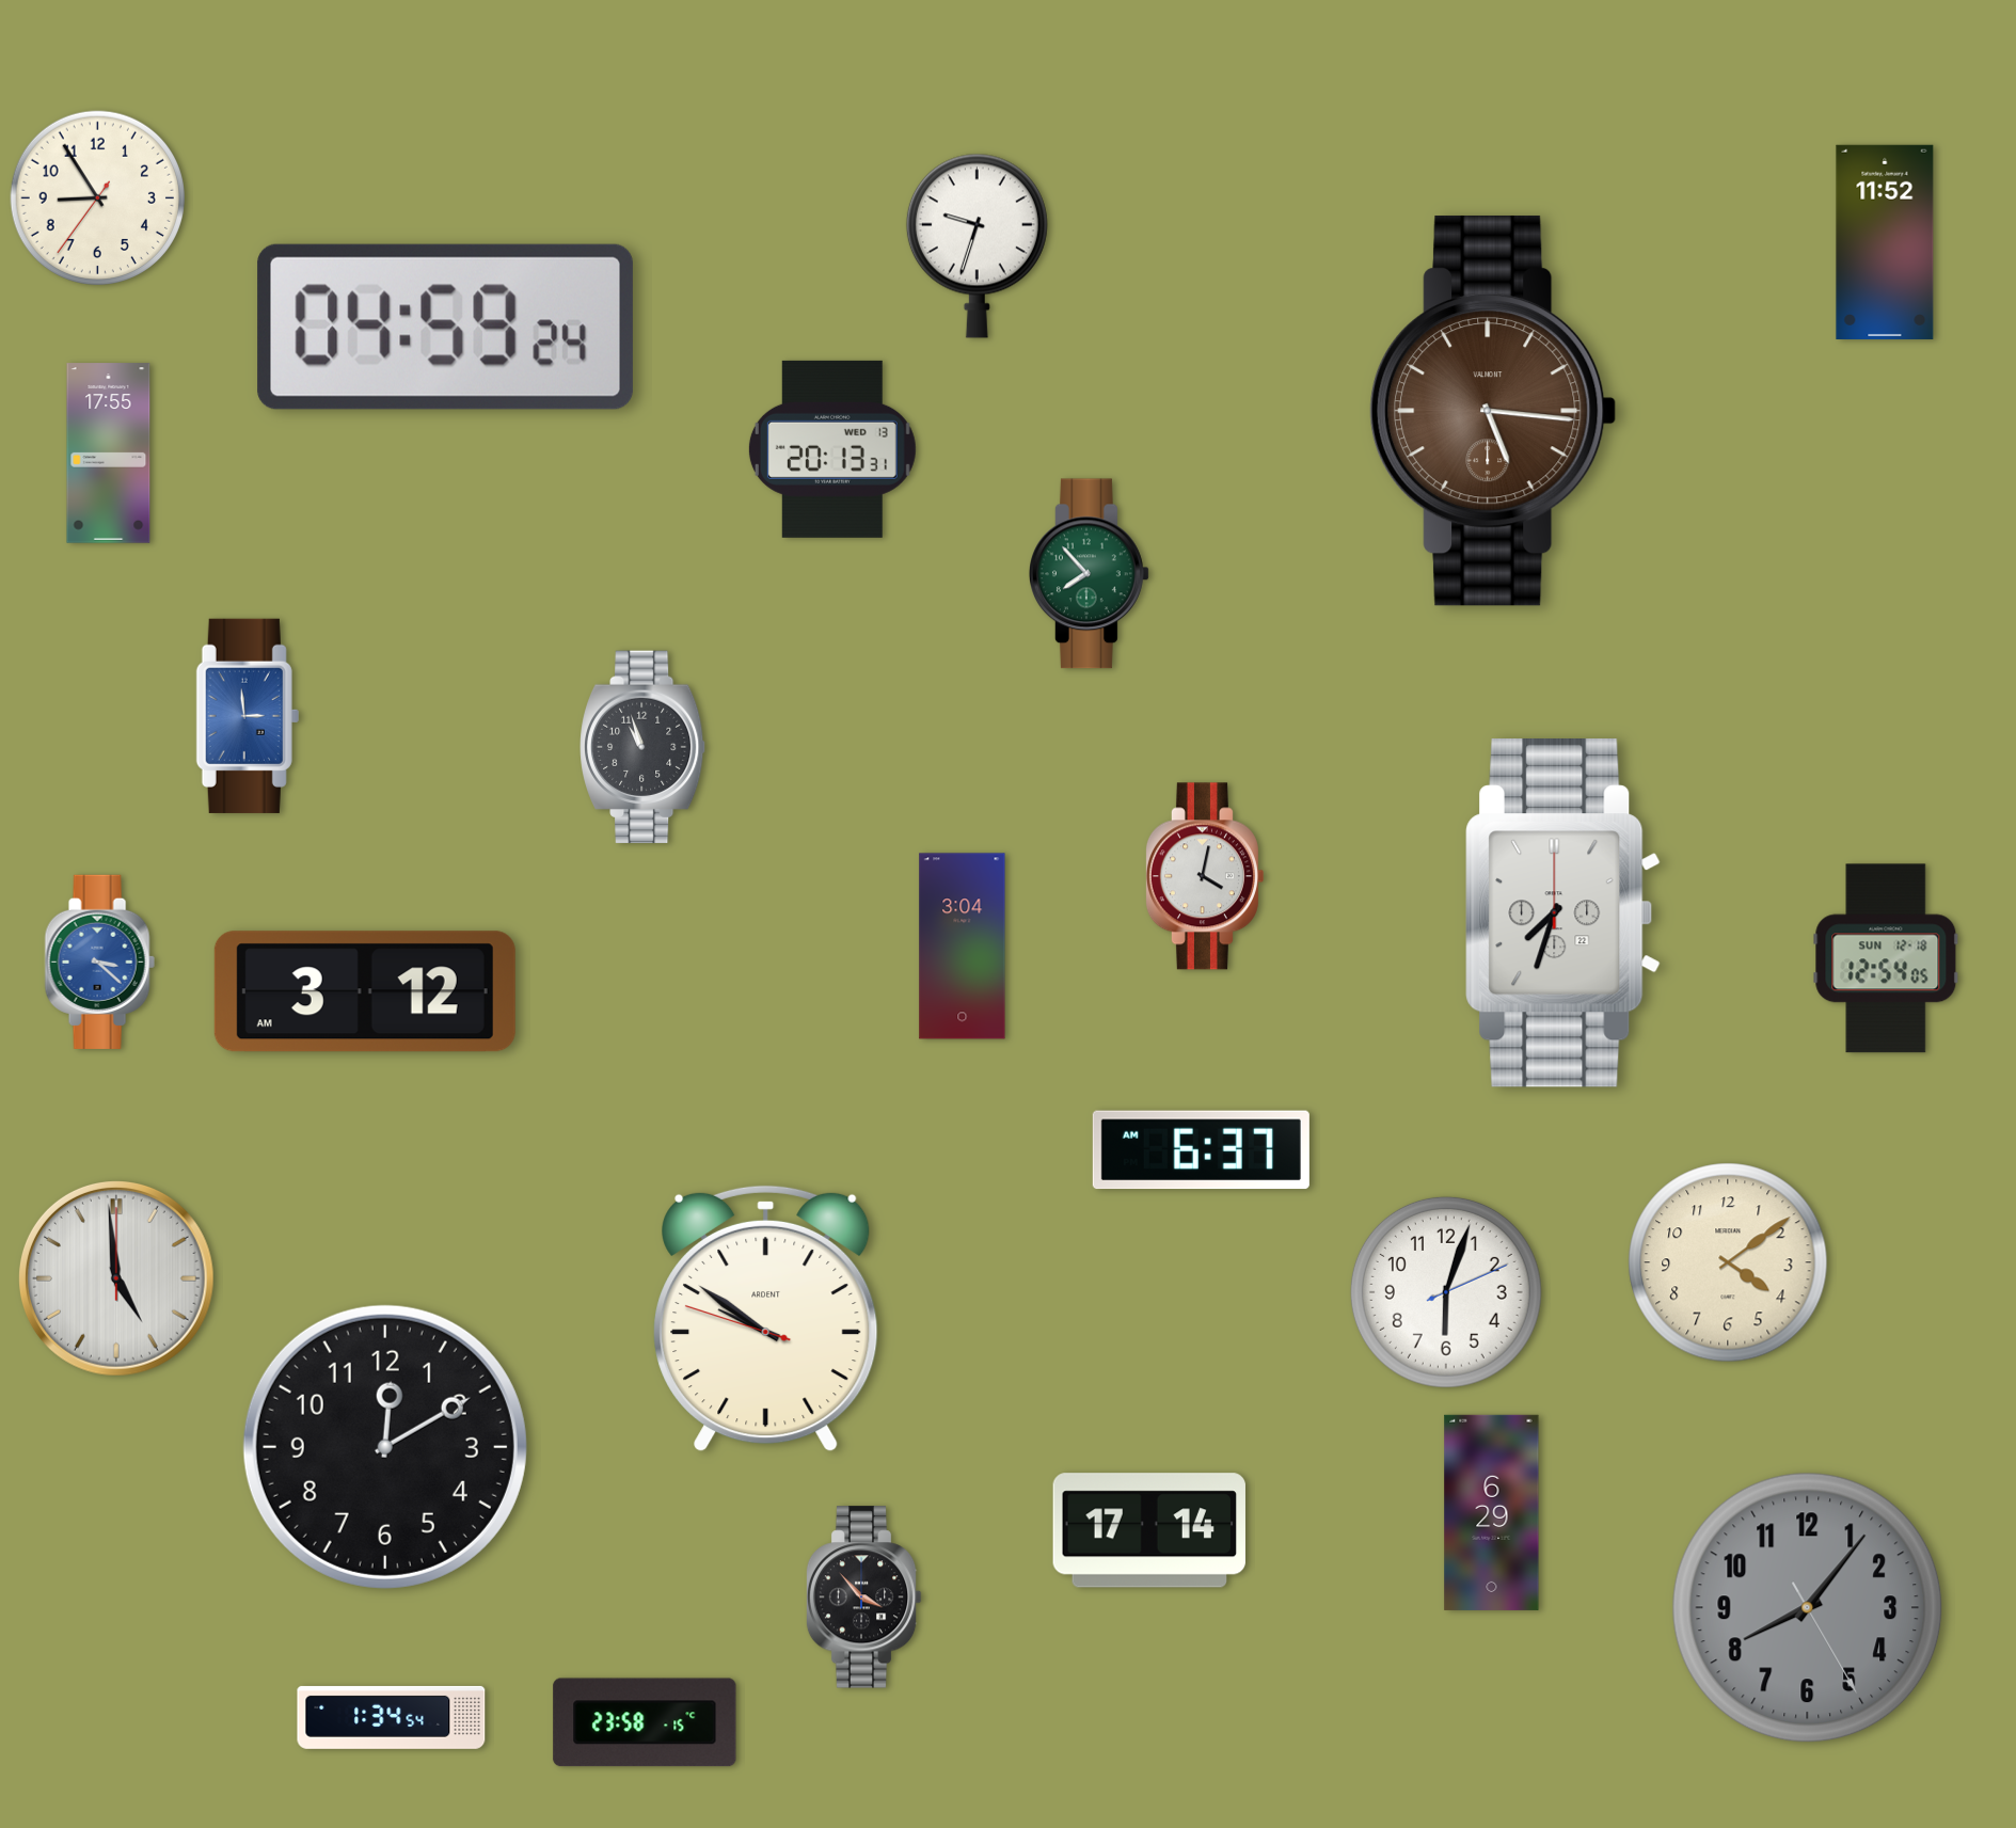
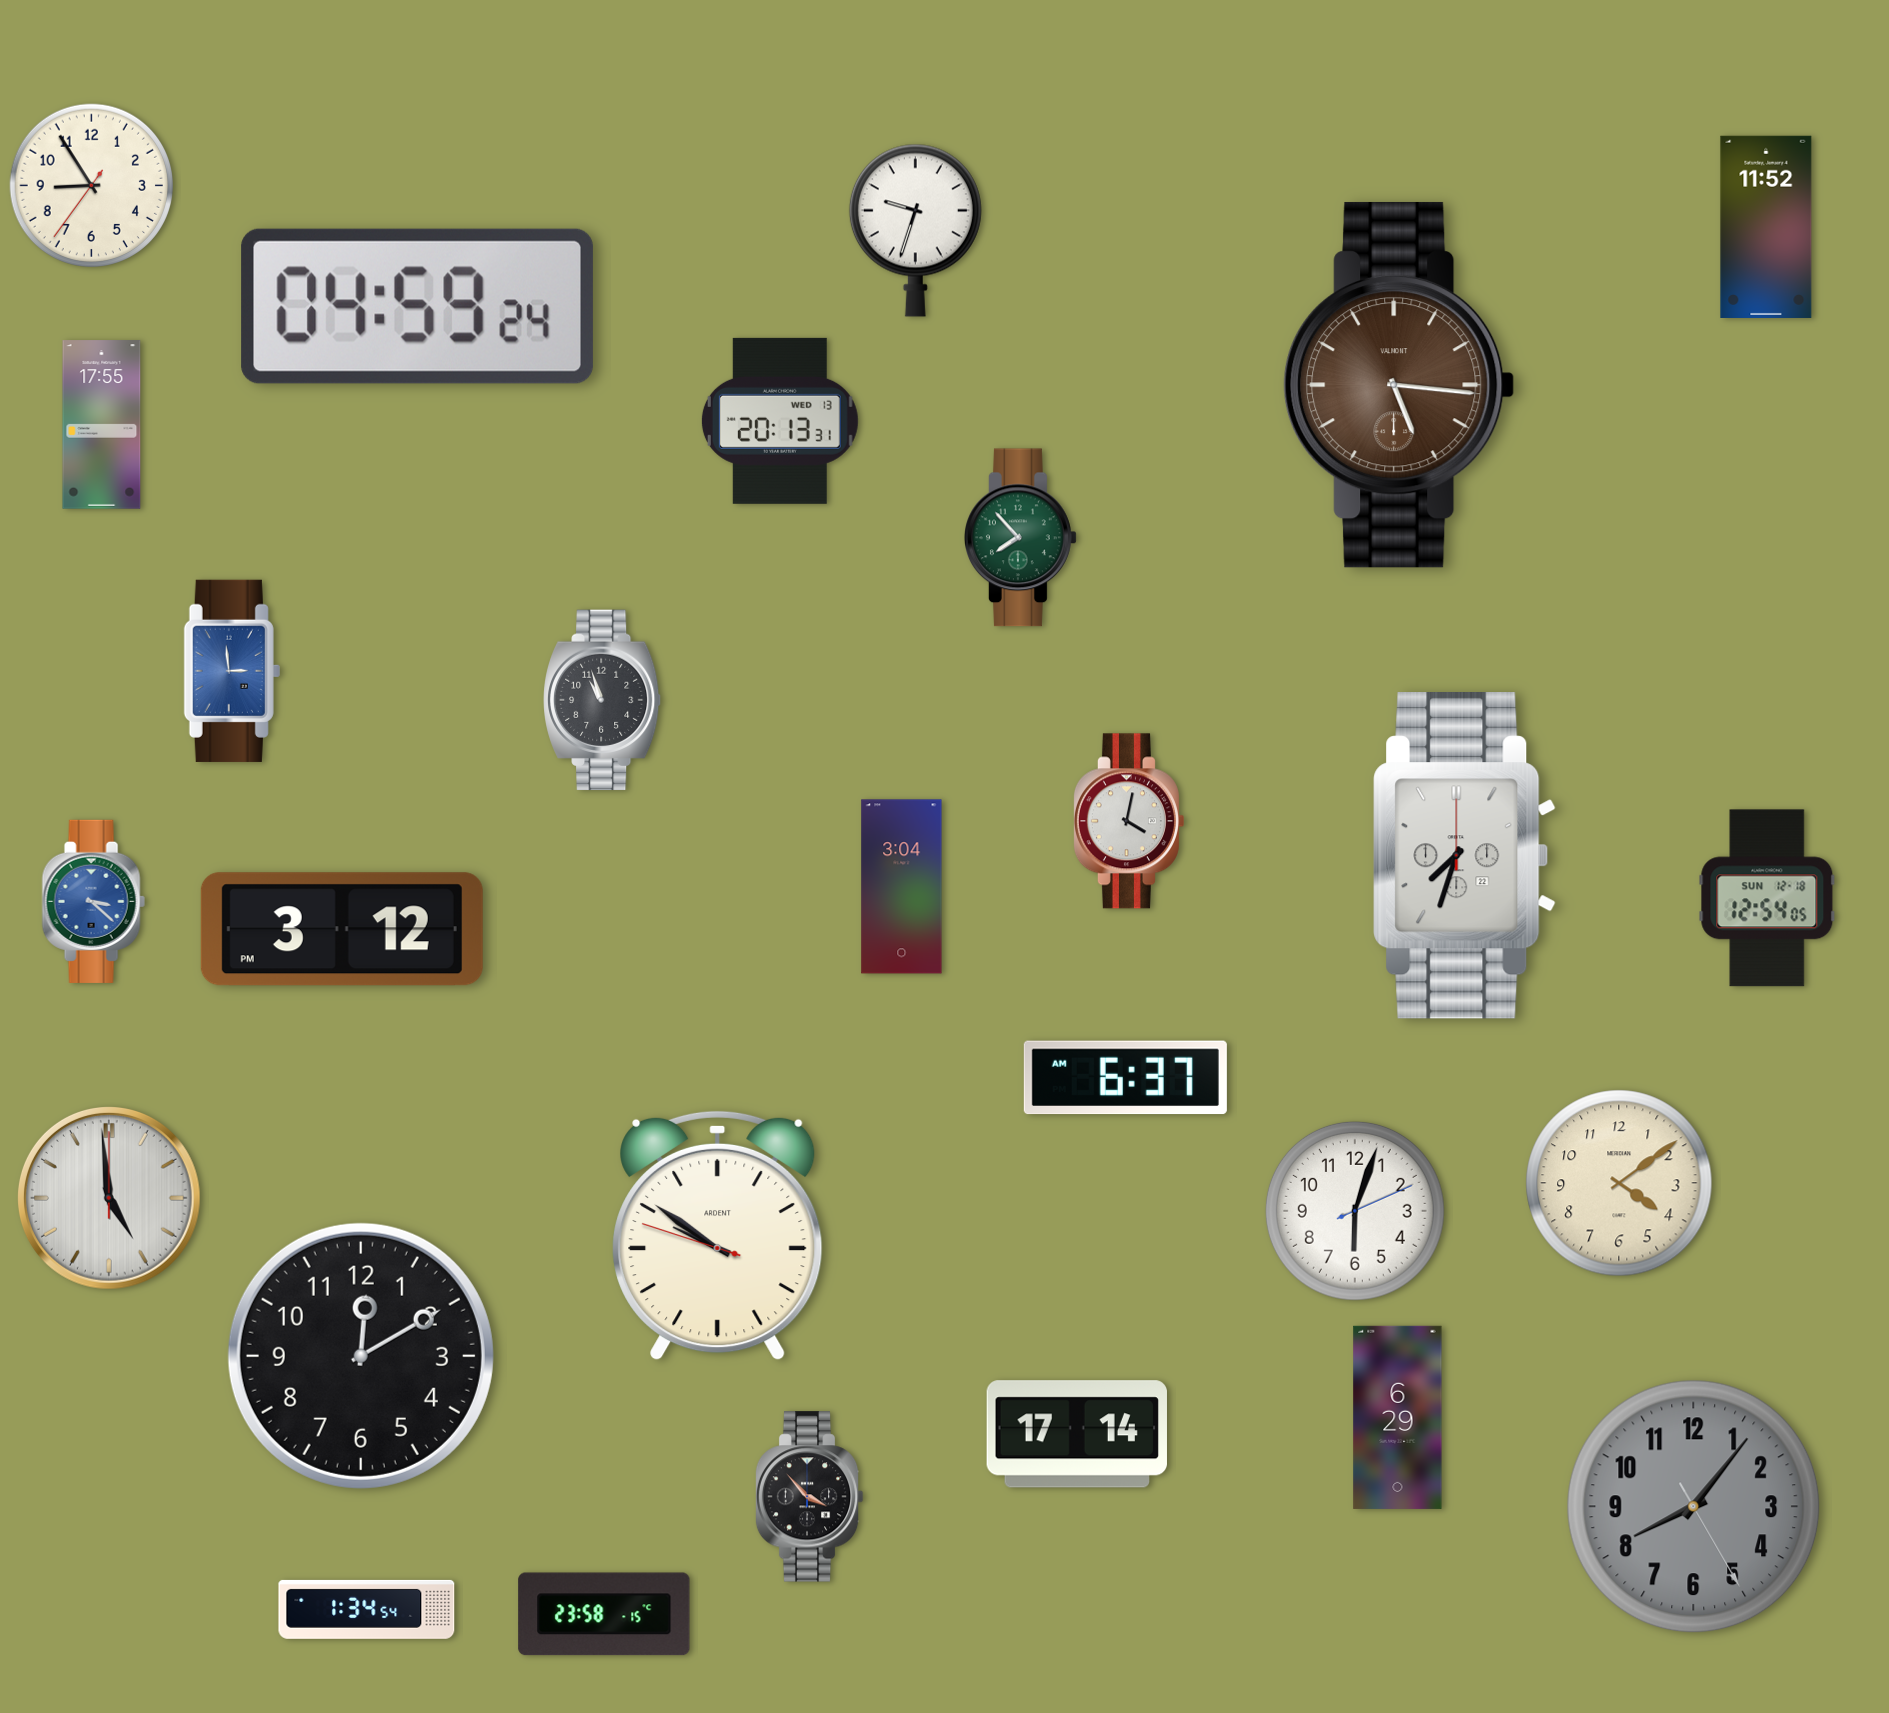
clock at (365, 991): 3:12 AM -> 3:12 PM
